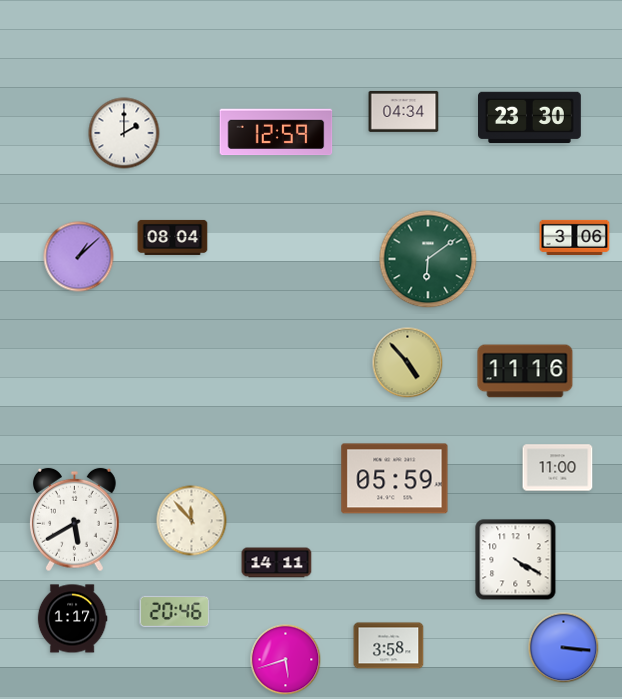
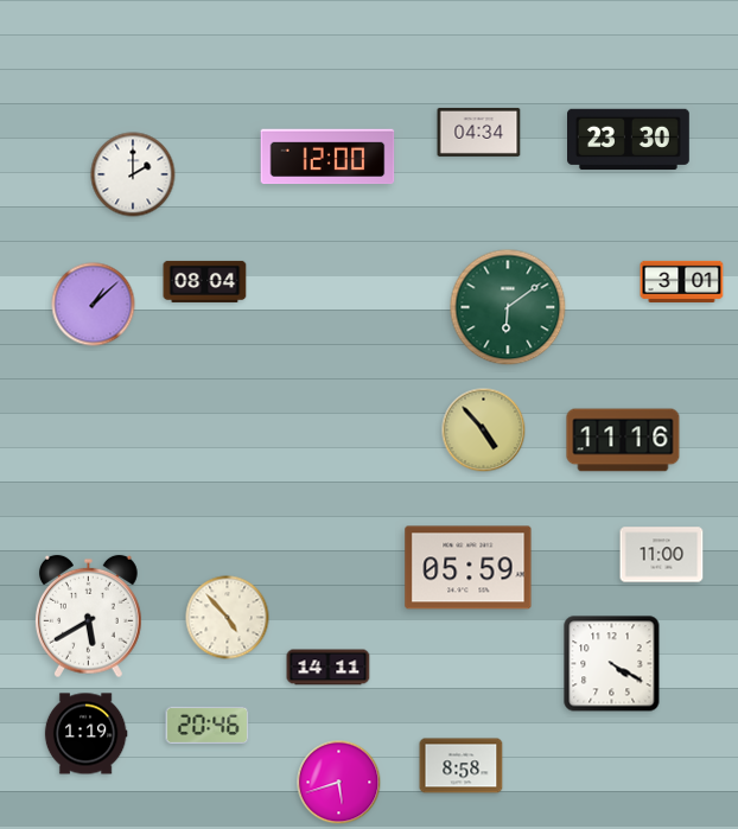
clock at (276, 132): 12:59 -> 12:00
clock at (124, 133) position: (124, 133) -> (133, 174)
clock at (575, 237): 3:06 -> 3:01
clock at (192, 521): 11:53 -> 4:53
clock at (72, 619): 1:17 -> 1:19
clock at (389, 646): 3:58 -> 8:58
clock at (564, 648): 3:16 -> none
